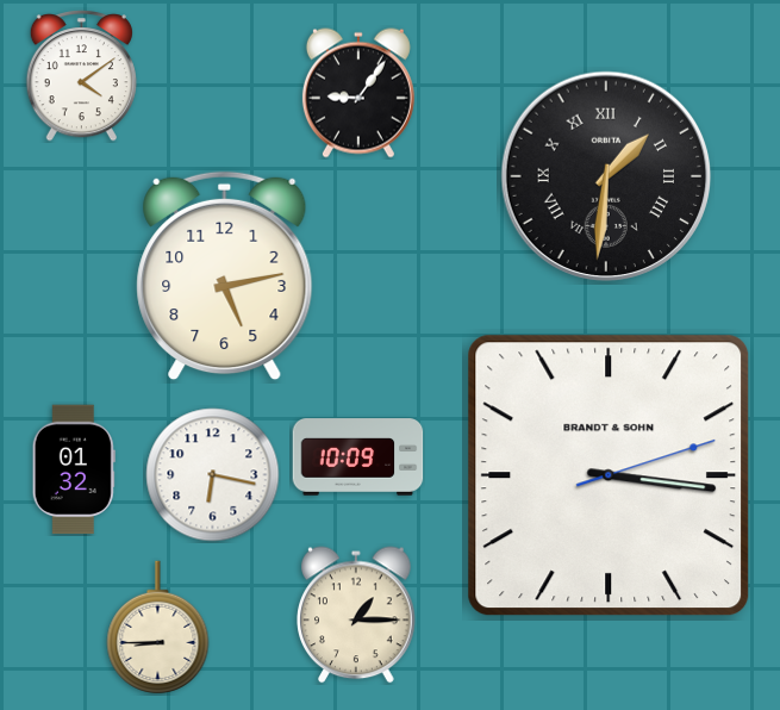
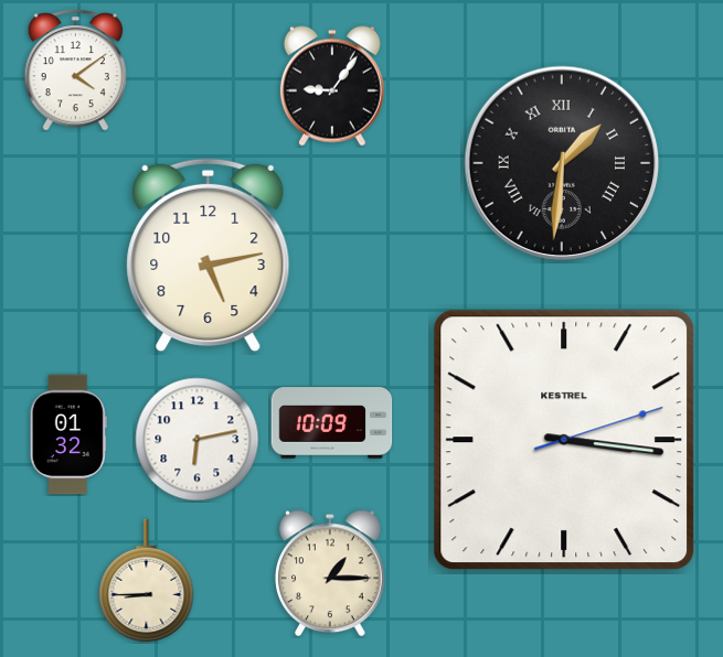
clock at (213, 475): 6:17 -> 6:13
clock at (609, 475) brand: BRANDT & SOHN -> KESTREL
clock at (356, 615) position: (356, 615) -> (330, 573)
